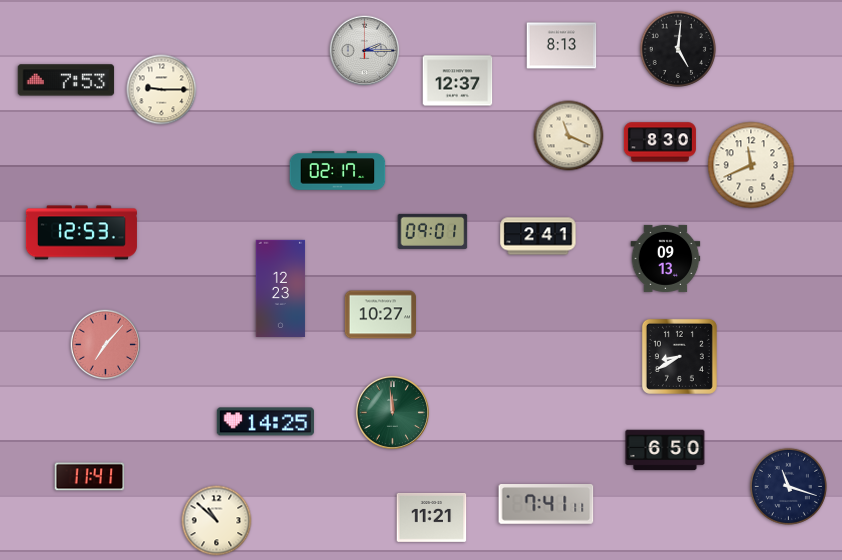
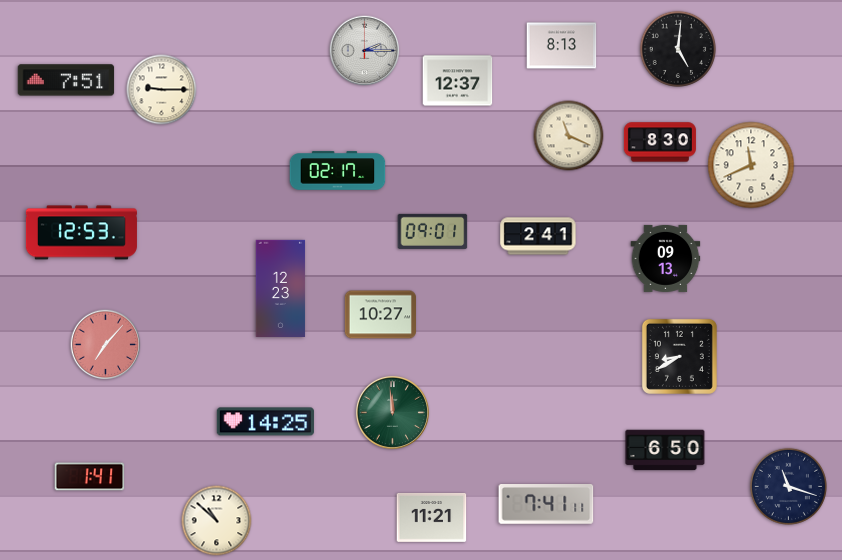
clock at (66, 80): 7:53 -> 7:51
clock at (90, 477): 11:41 -> 1:41
